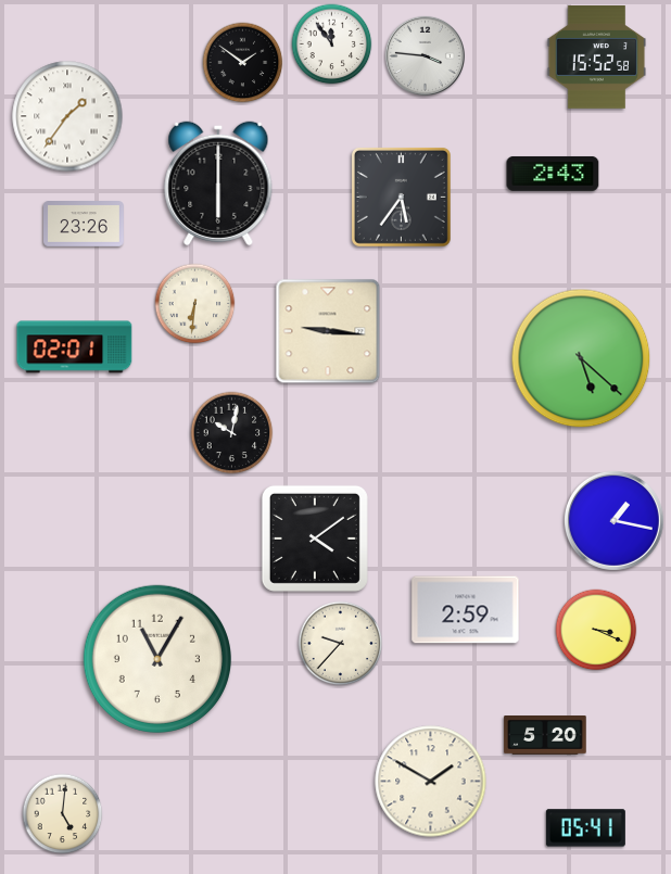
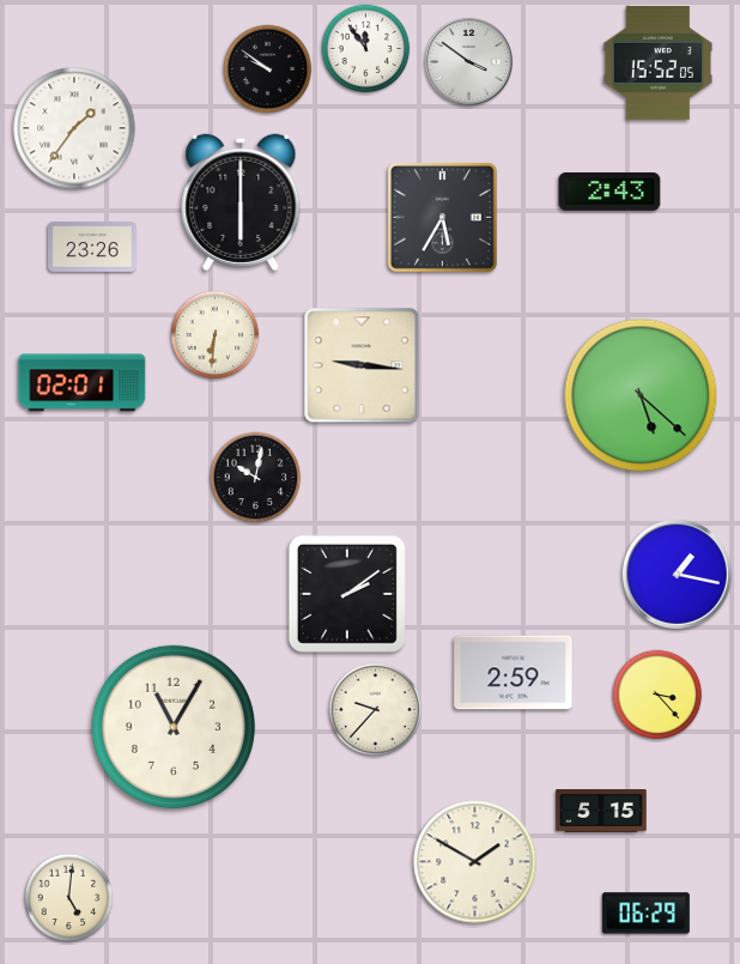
clock at (425, 55): 3:46 -> 3:51
clock at (597, 58): 15:52:58 -> 15:52:05
clock at (243, 63): 1:51 -> 9:51
clock at (401, 197): 5:36 -> 5:35
clock at (315, 539): 4:09 -> 2:09
clock at (596, 630): 3:19 -> 3:23
clock at (545, 736): 5:20 -> 5:15
clock at (585, 828): 05:41 -> 06:29
